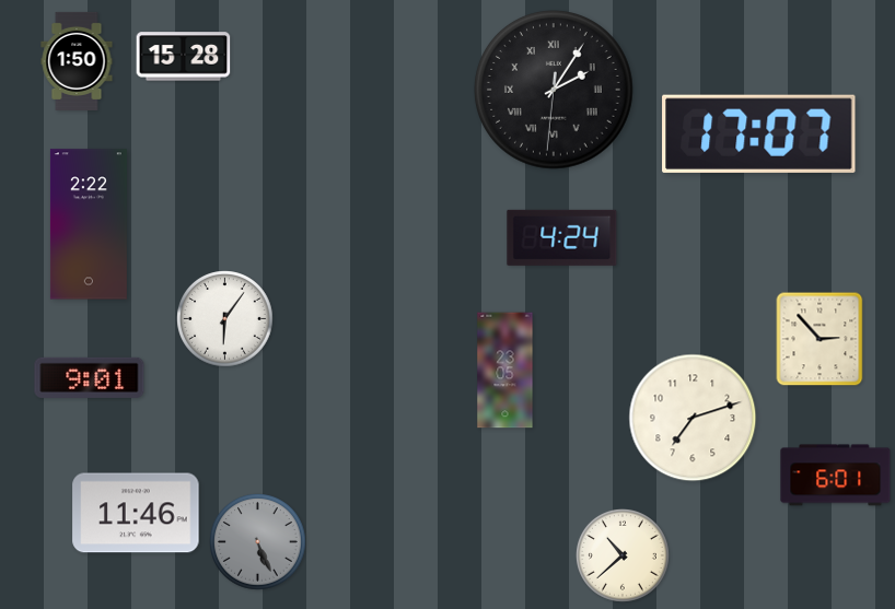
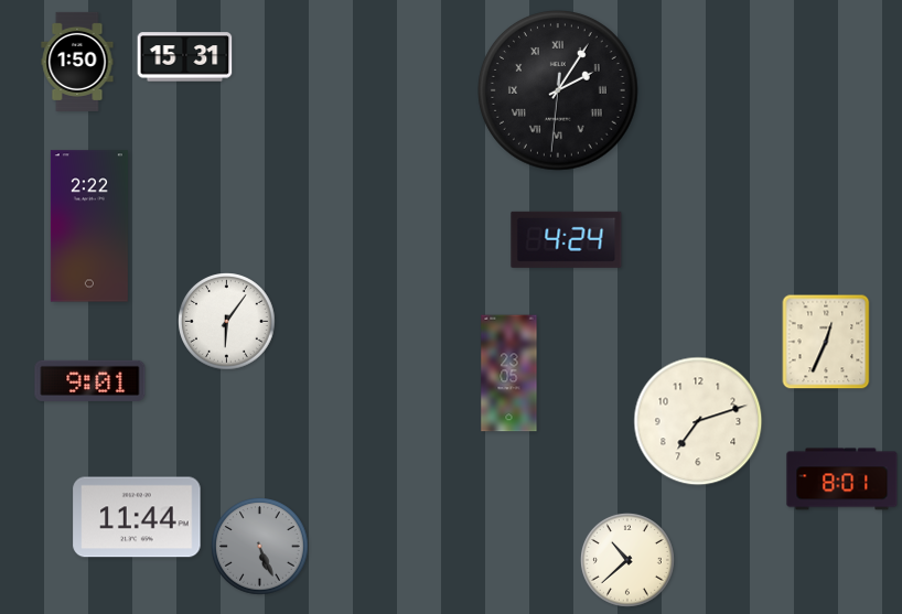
clock at (184, 57): 15:28 -> 15:31
clock at (759, 133): 17:07 -> none
clock at (820, 339): 2:53 -> 12:34
clock at (836, 476): 6:01 -> 8:01
clock at (136, 513): 11:46 -> 11:44
